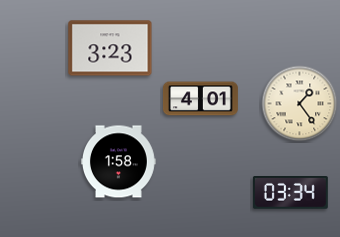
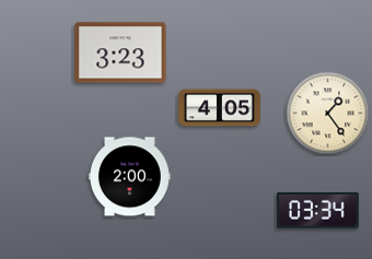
clock at (200, 99): 4:01 -> 4:05
clock at (118, 162): 1:58 -> 2:00
